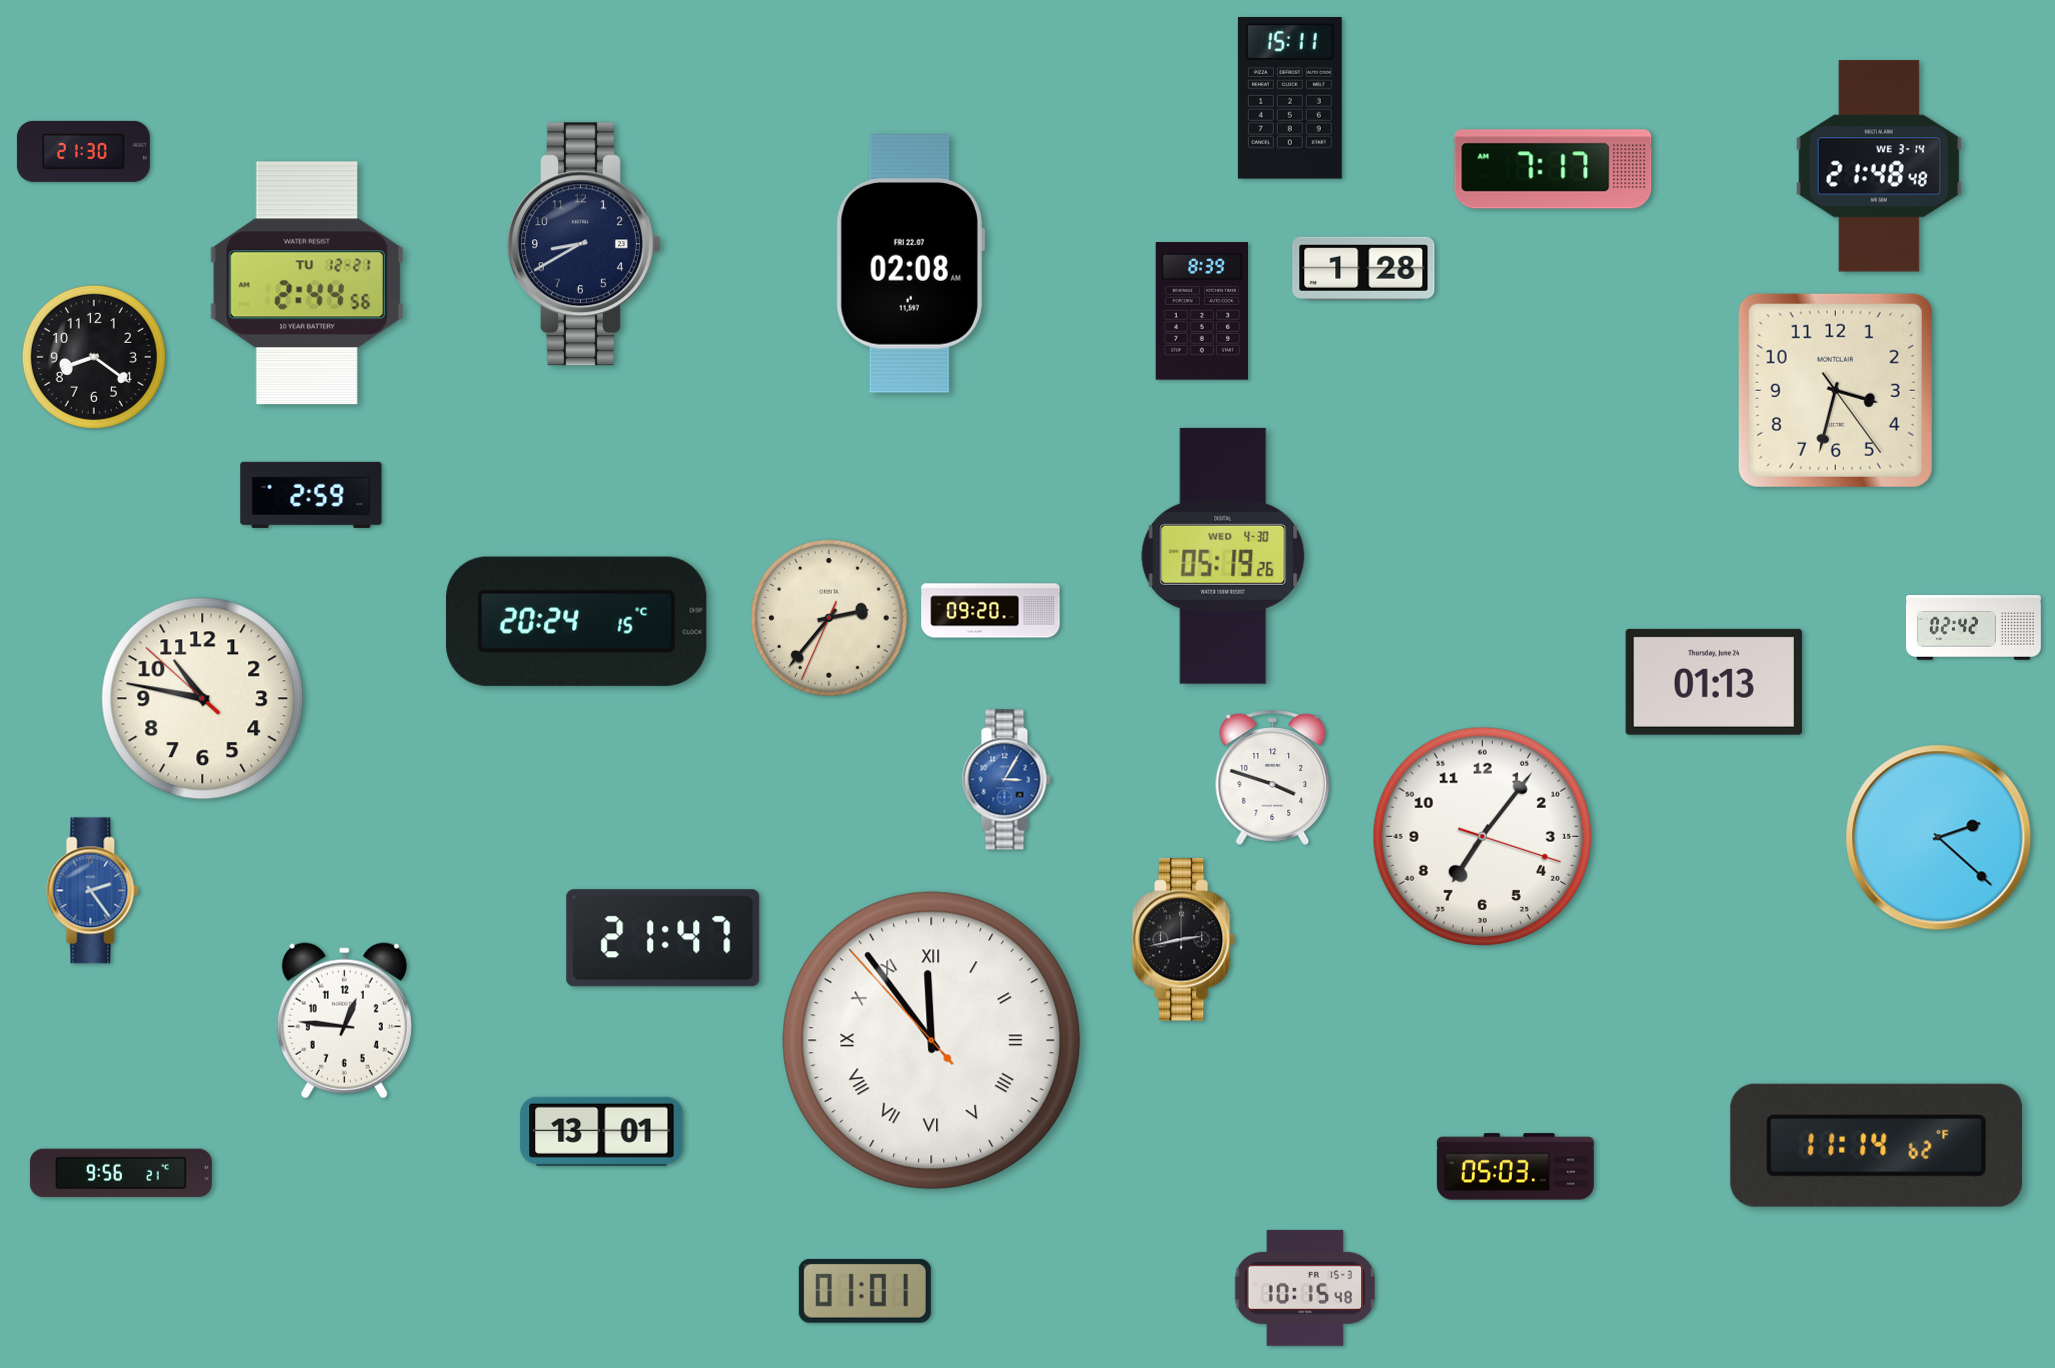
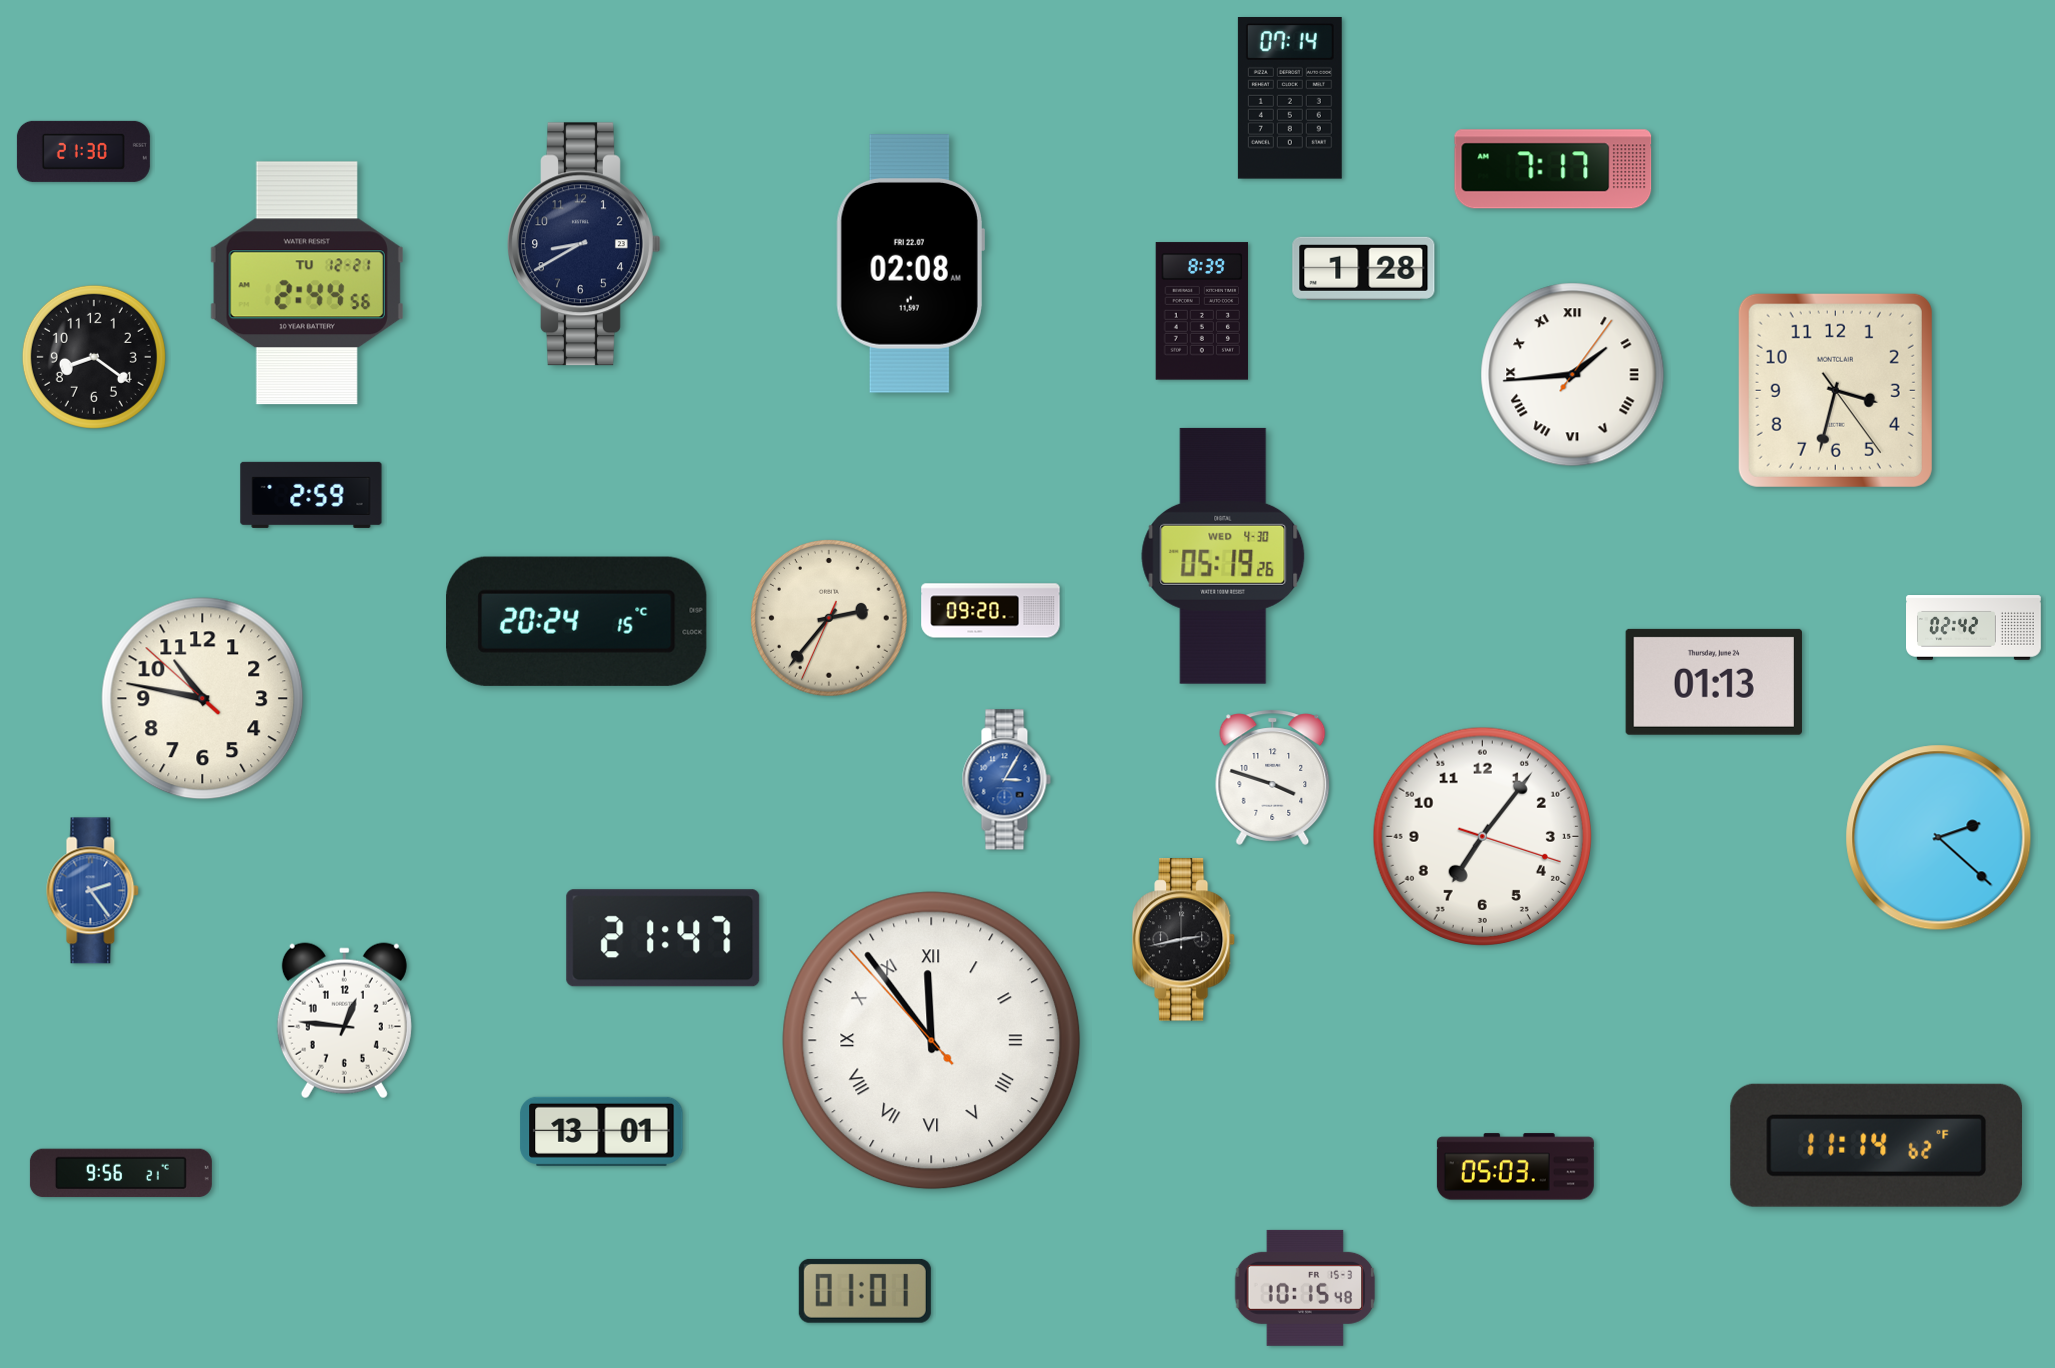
clock at (1290, 98): 15:11 -> 07:14
clock at (1879, 166): 21:48 -> none
clock at (1573, 375): none -> 1:44
